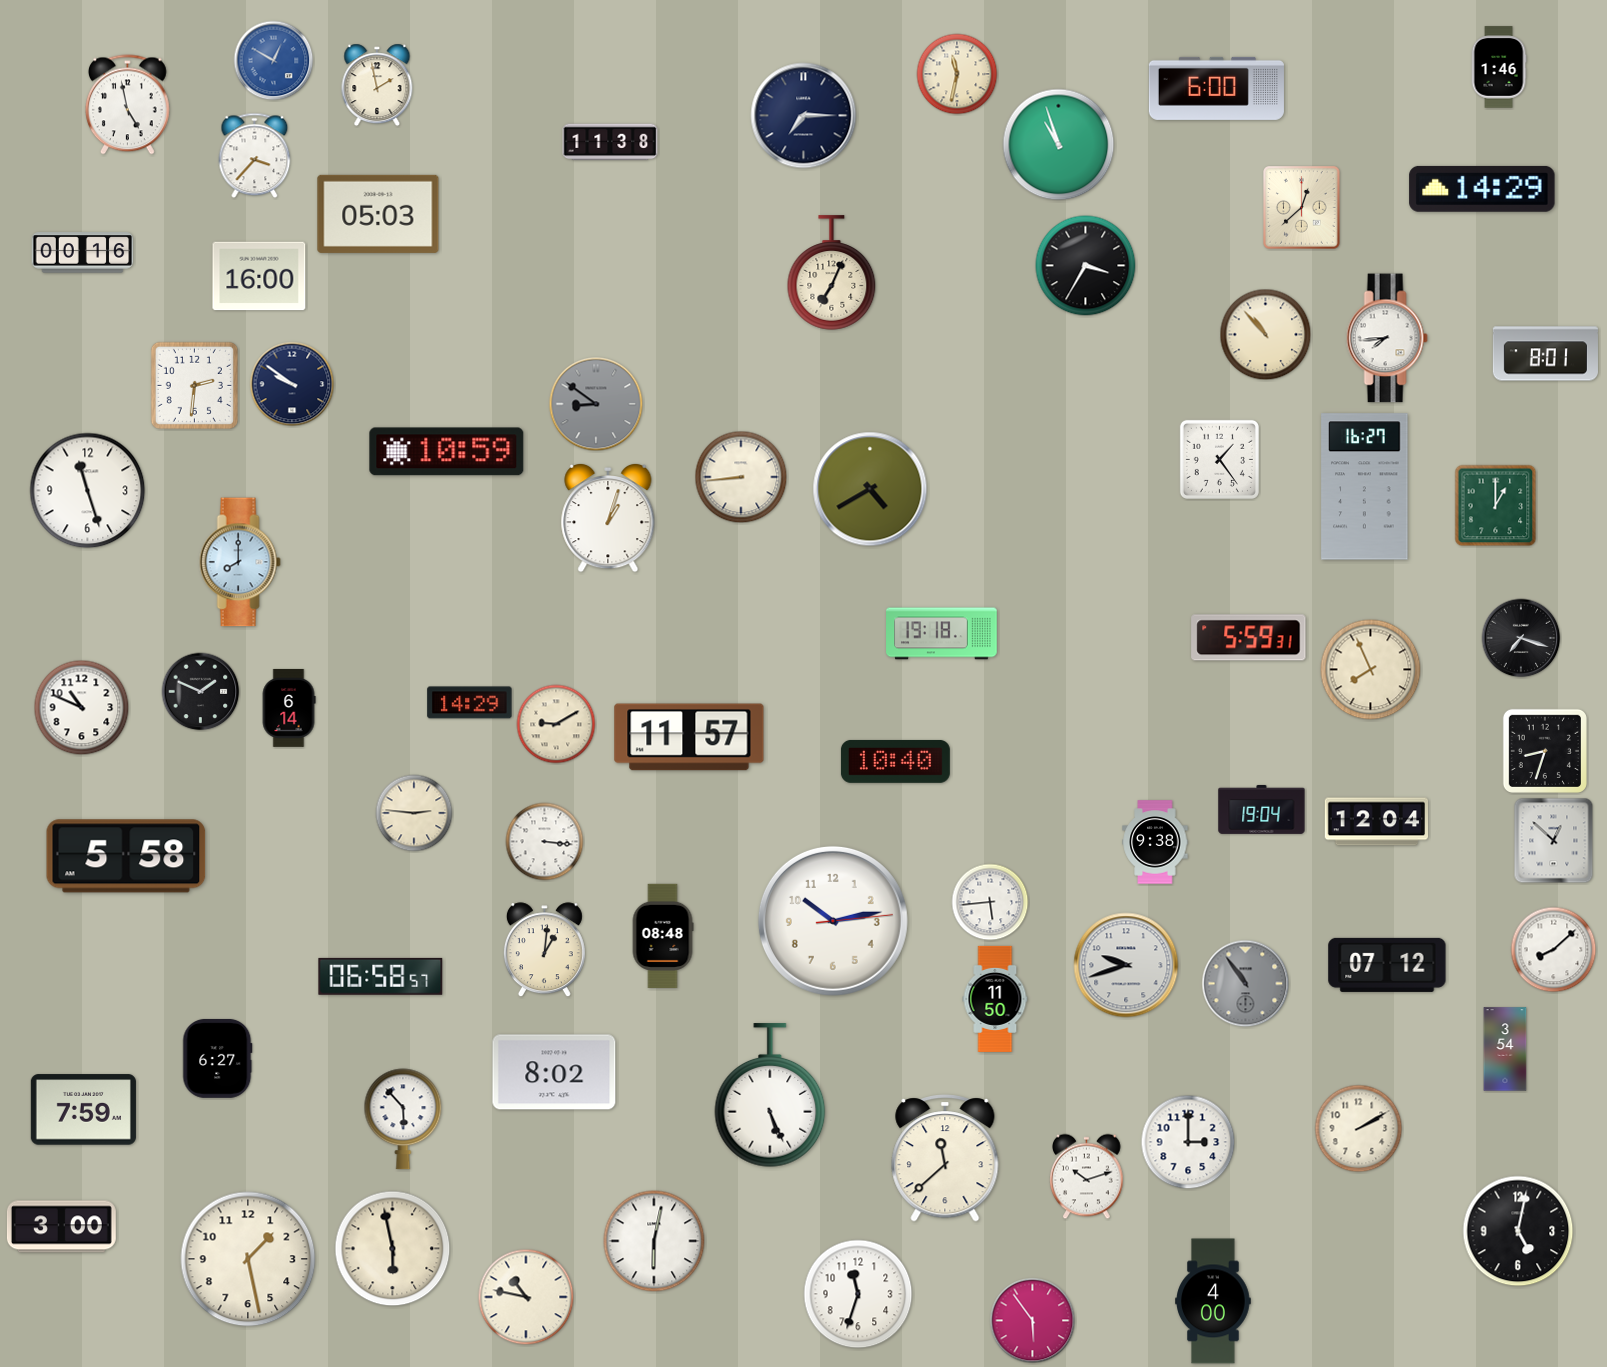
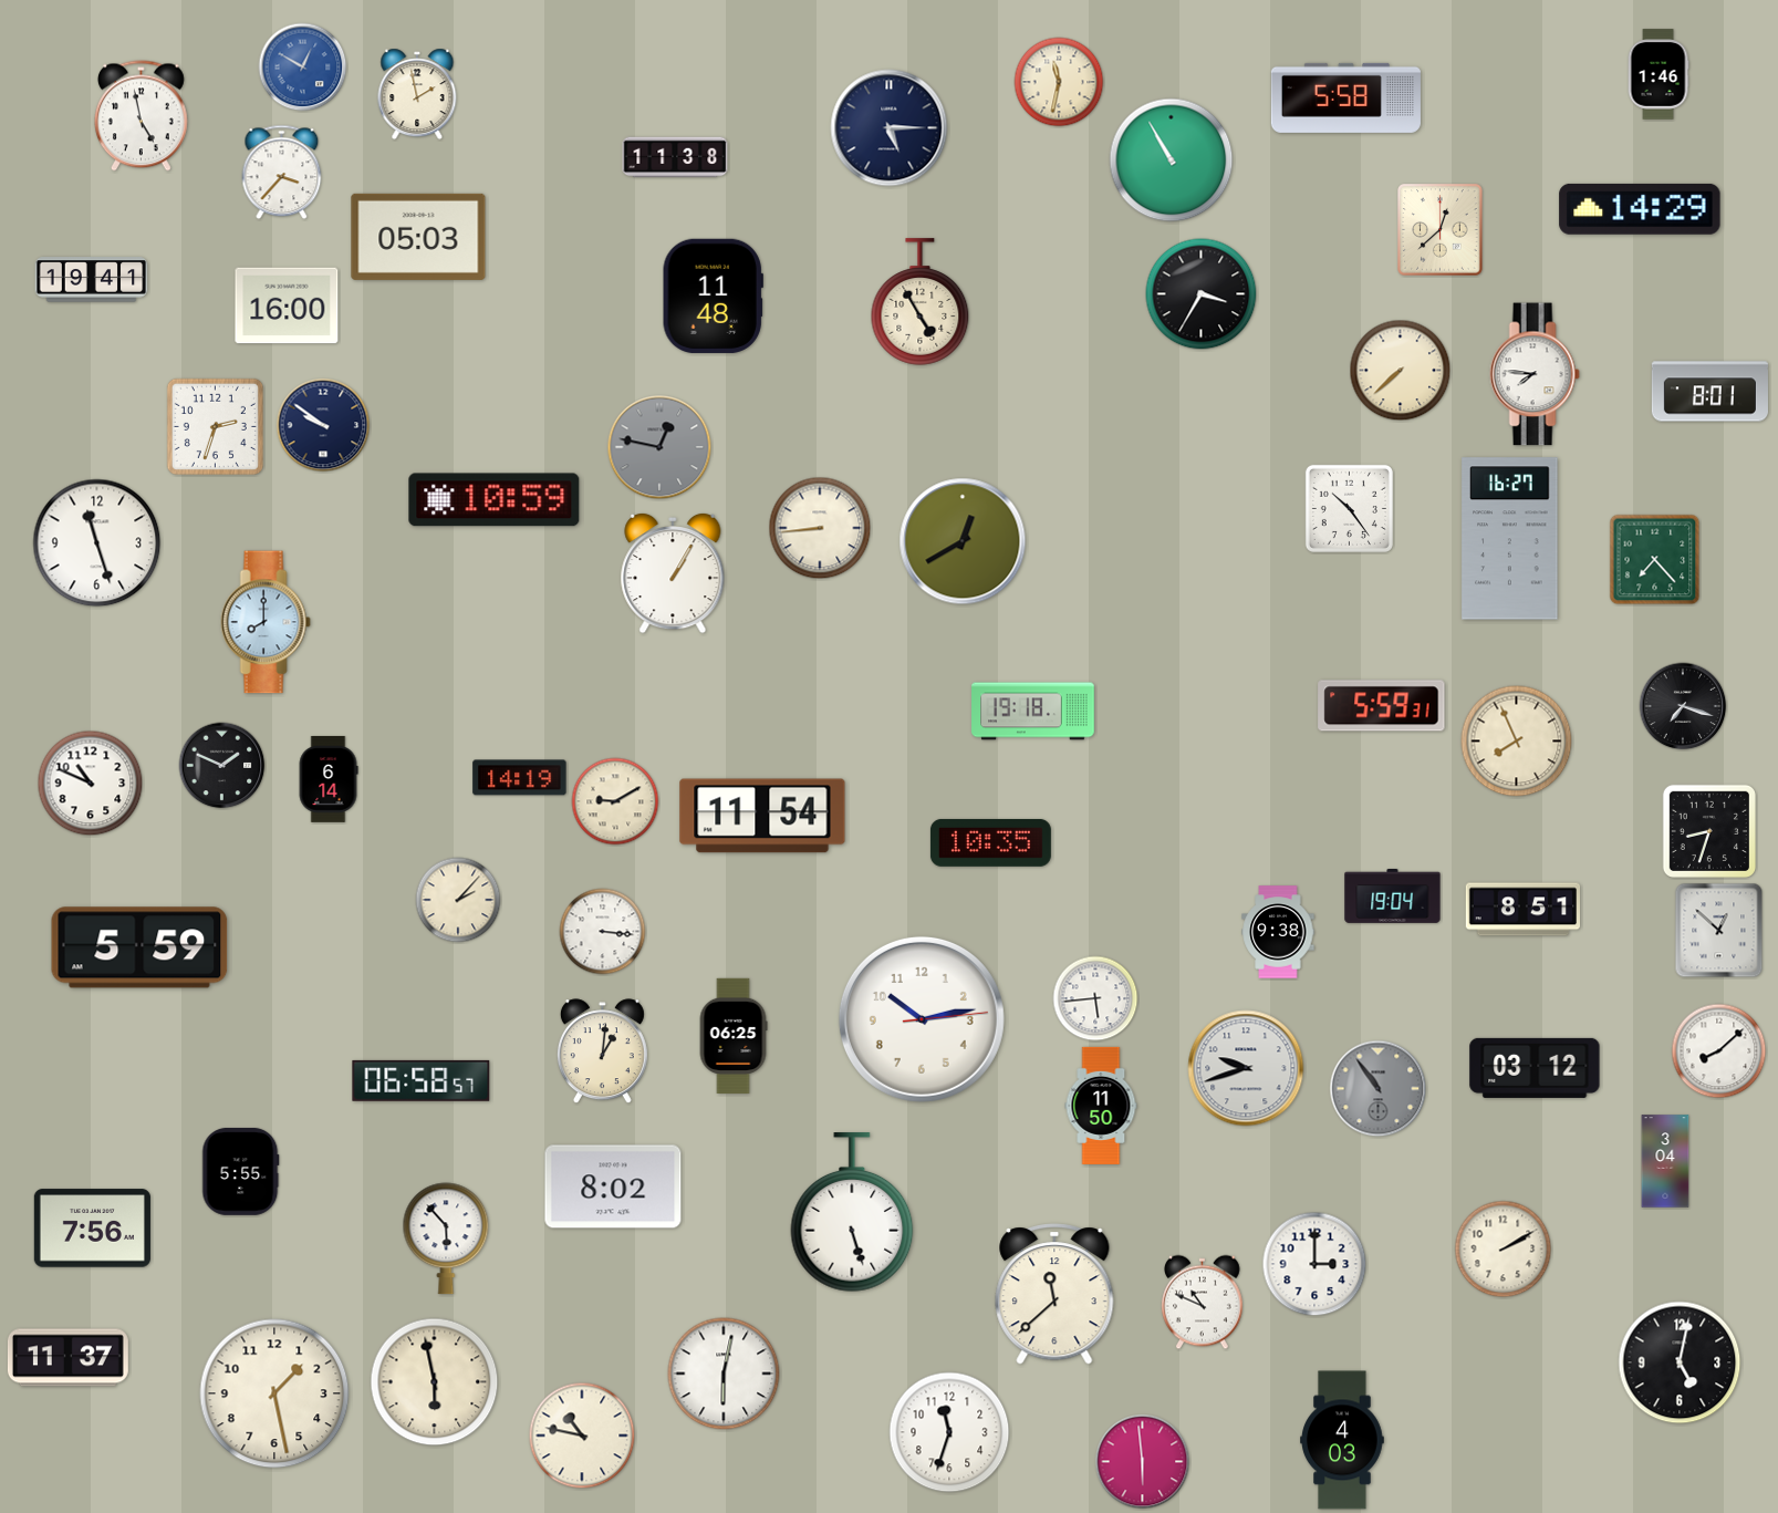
clock at (1216, 88): 6:00 -> 5:58
clock at (804, 116): 7:15 -> 5:15
clock at (1059, 145): 10:57 -> 10:55
clock at (83, 253): 00:16 -> 19:41
clock at (713, 296): none -> 11:48
clock at (832, 273): 7:04 -> 4:55
clock at (1266, 335): 10:53 -> 7:38
clock at (1387, 338): 7:44 -> 7:46
clock at (194, 385): 2:31 -> 2:33
clock at (596, 404): 8:51 -> 12:47
clock at (1219, 459): 1:24 -> 10:24
clock at (870, 489): 4:40 -> 12:40
clock at (1496, 506): 1:00 -> 7:23
clock at (608, 518): 1:03 -> 1:05
clock at (942, 634) position: (942, 634) -> (1033, 712)
clock at (470, 703): 14:29 -> 14:19
clock at (289, 708) position: (289, 708) -> (329, 779)
clock at (689, 737): 11:57 -> 11:54
clock at (895, 761): 10:40 -> 10:35
clock at (1262, 809) position: (1262, 809) -> (1393, 895)
clock at (414, 813): 2:46 -> 2:07
clock at (1377, 822): 12:04 -> 8:51
clock at (126, 856): 5:58 -> 5:59
clock at (663, 935): 08:48 -> 06:25
clock at (1387, 965): 07:12 -> 03:12
clock at (1505, 1049): 3:54 -> 3:04
clock at (218, 1059): 6:27 -> 5:55
clock at (770, 1096): 5:26 -> 5:27
clock at (83, 1110): 7:59 -> 7:56
clock at (945, 1158) position: (945, 1158) -> (1054, 1294)
clock at (1087, 1177): 10:12 -> 10:49
clock at (61, 1227): 3:00 -> 11:37
clock at (1213, 1301): 4:00 -> 4:03
clock at (1033, 1321): 5:54 -> 5:59
